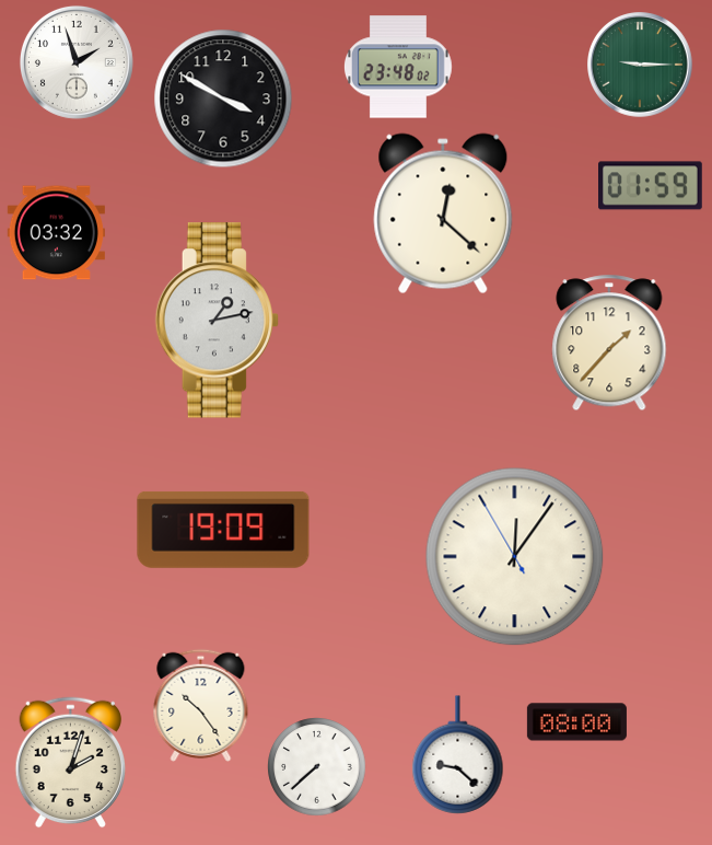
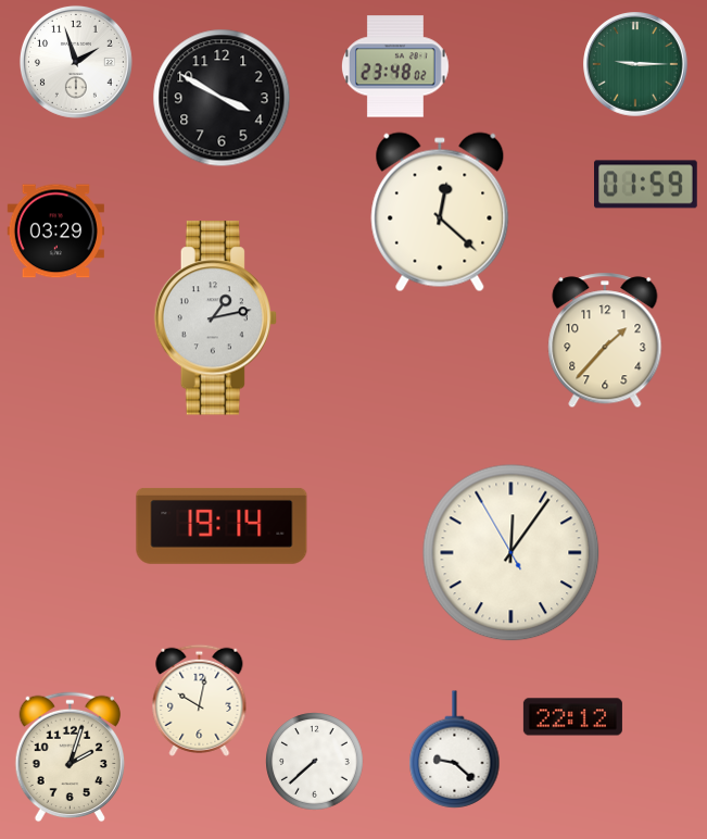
clock at (56, 233): 03:32 -> 03:29
clock at (223, 530): 19:09 -> 19:14
clock at (201, 705): 10:24 -> 10:02
clock at (576, 722): 08:00 -> 22:12
